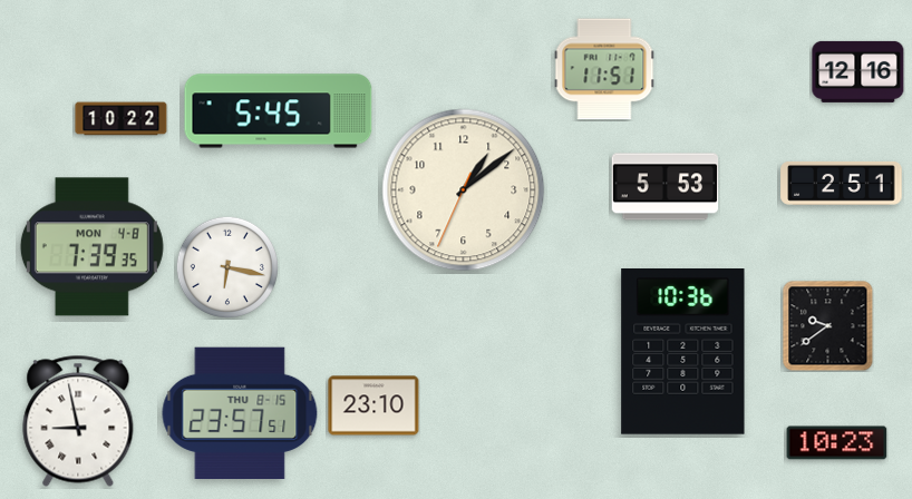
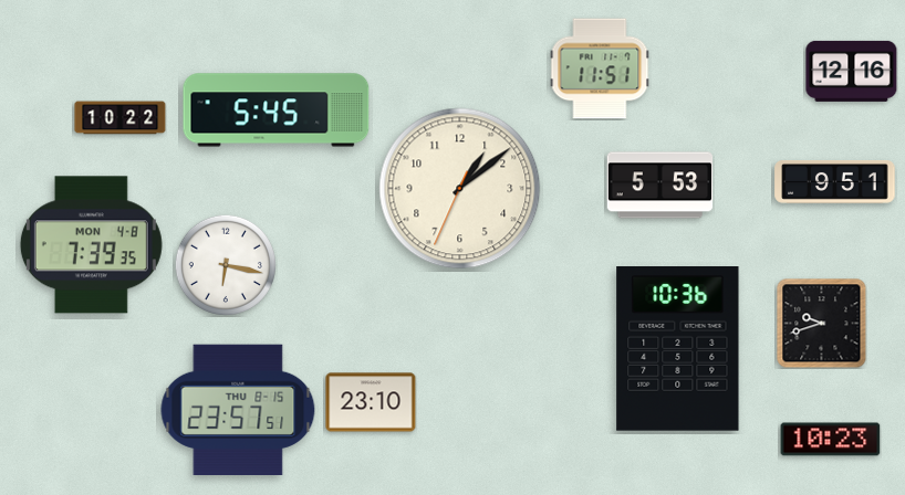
clock at (842, 183): 2:51 -> 9:51
clock at (828, 326): 9:39 -> 9:42
clock at (78, 421): 8:58 -> none
